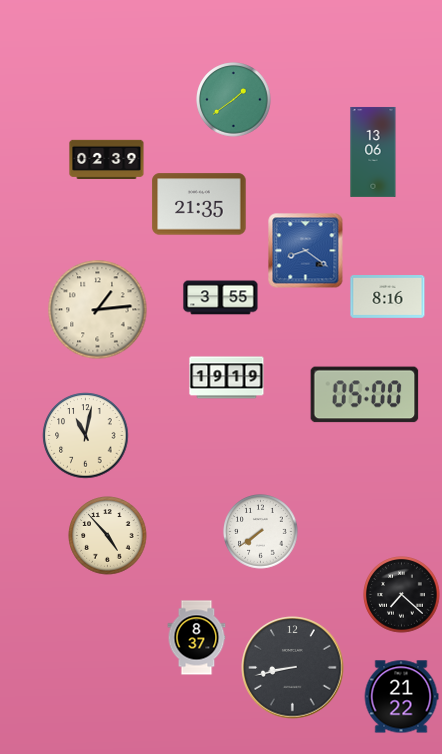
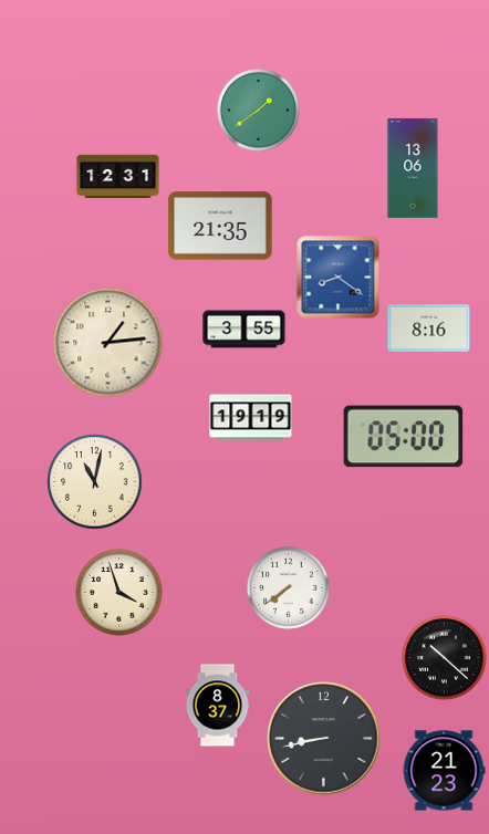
clock at (107, 160): 02:39 -> 12:31
clock at (108, 536): 4:53 -> 3:57
clock at (402, 595): 7:22 -> 10:22
clock at (401, 697): 21:22 -> 21:23
